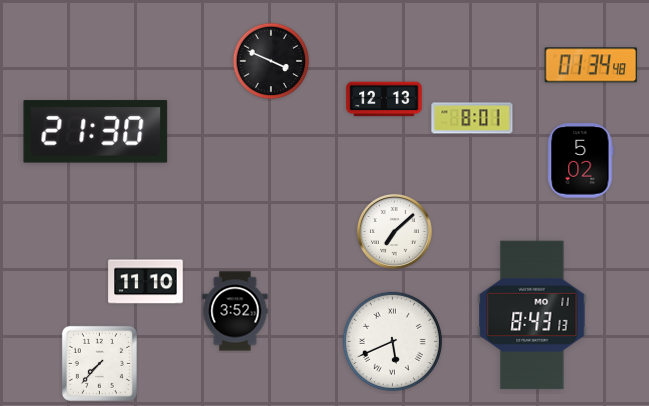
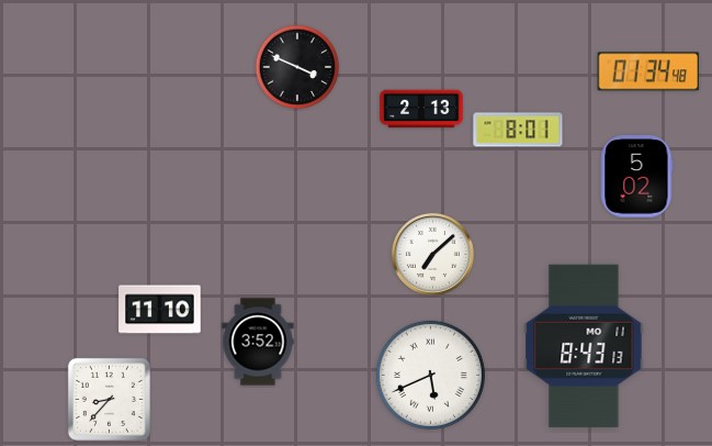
clock at (384, 99): 12:13 -> 2:13
clock at (96, 132): 21:30 -> none
clock at (99, 363): 7:37 -> 8:37
